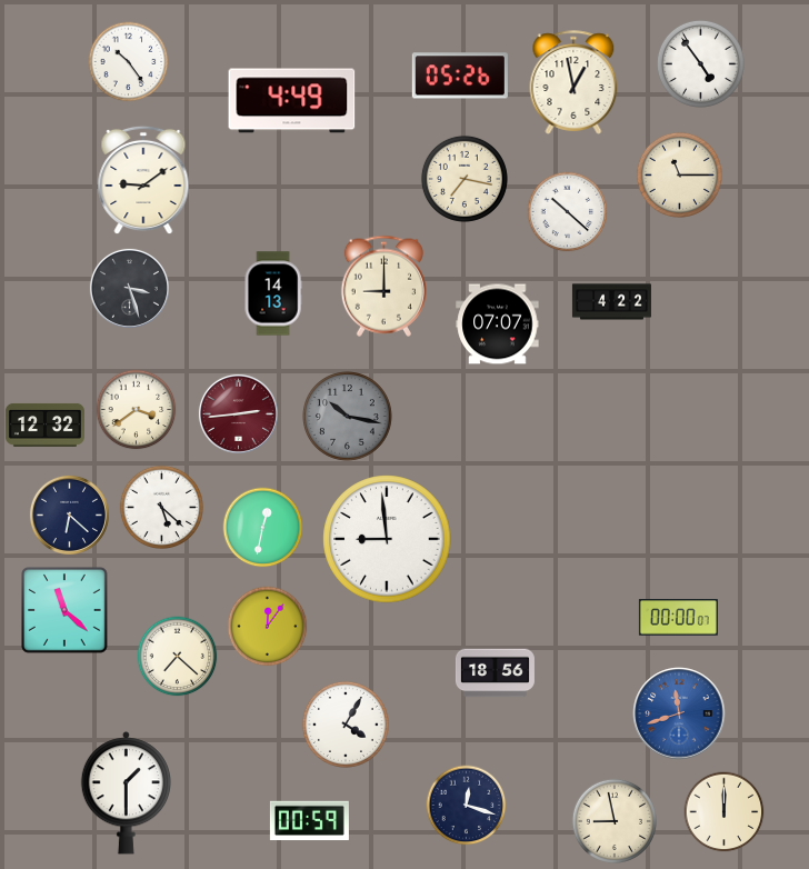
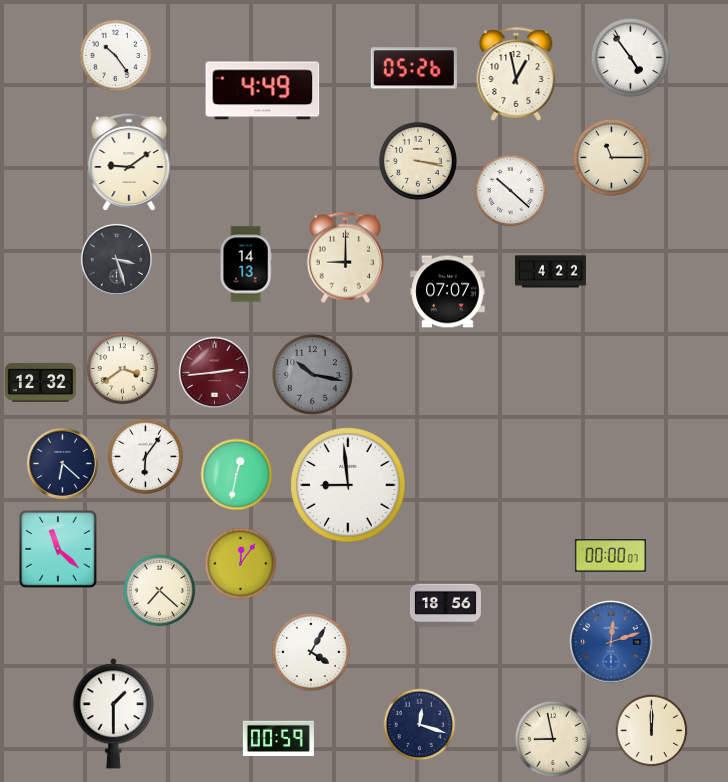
clock at (465, 179): 7:17 -> 3:17
clock at (161, 507): 5:22 -> 6:06
clock at (679, 713): 11:42 -> 12:12
